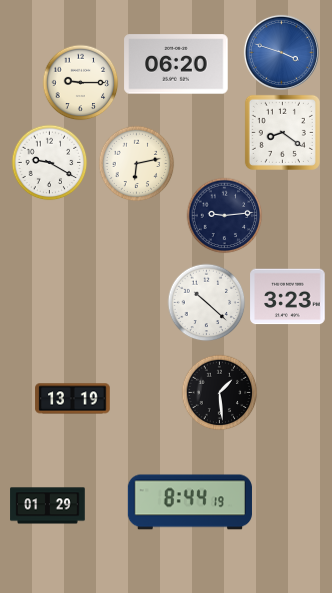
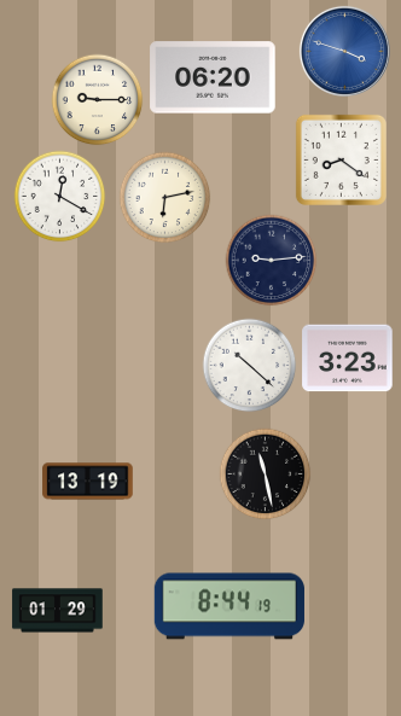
clock at (281, 52) position: (281, 52) -> (344, 51)
clock at (50, 163): 9:20 -> 12:20
clock at (220, 393): 1:29 -> 11:28
